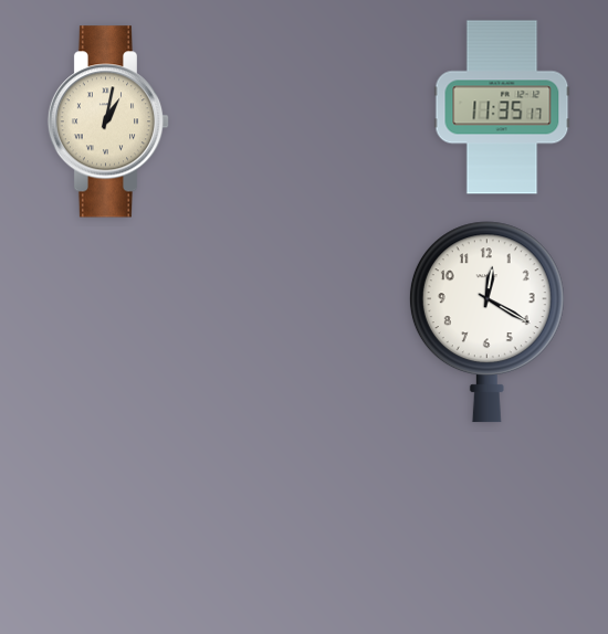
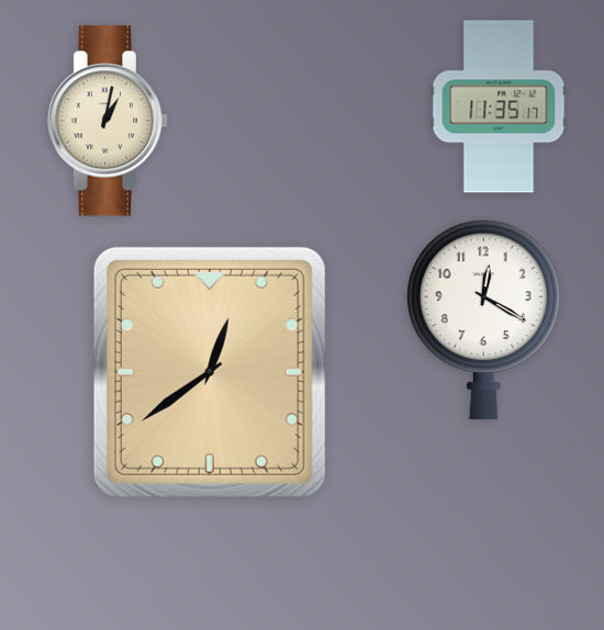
clock at (210, 372): none -> 12:39
